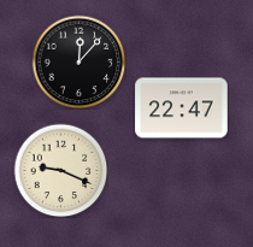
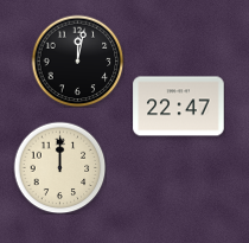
clock at (78, 61): 12:07 -> 12:02
clock at (60, 170): 9:19 -> 12:00
